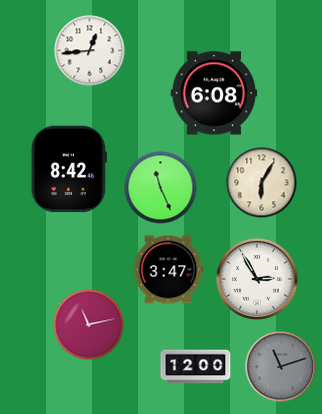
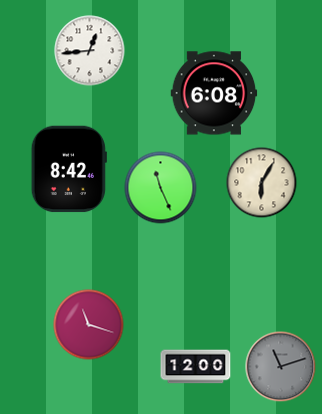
clock at (168, 270): 3:47 -> none
clock at (257, 279): 2:55 -> none
clock at (89, 325): 11:13 -> 11:18
